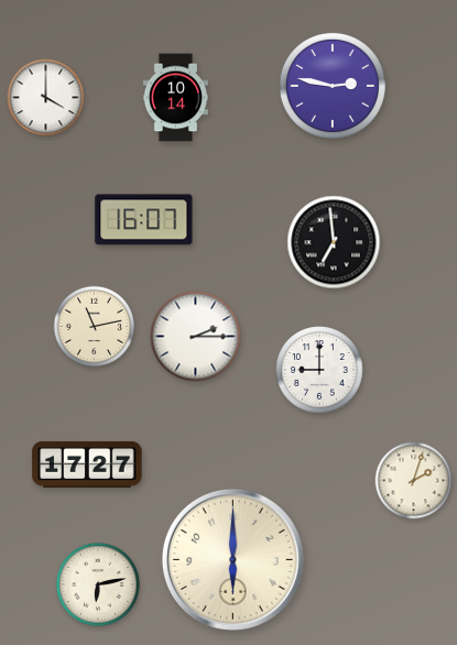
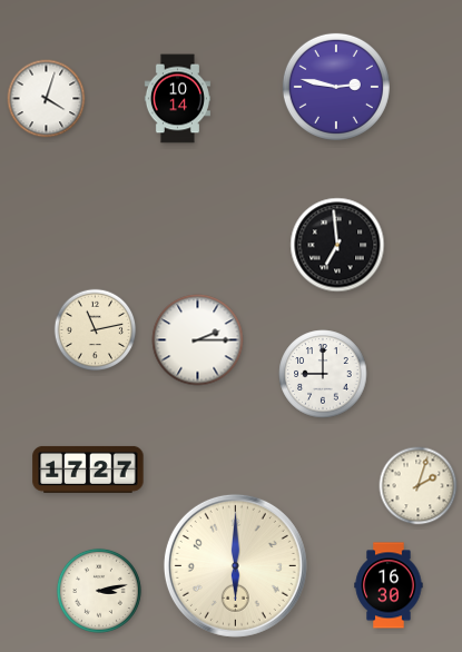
clock at (46, 98): 4:00 -> 4:03
clock at (144, 220): 16:07 -> none
clock at (389, 585): none -> 16:30
clock at (98, 584): 6:13 -> 3:13
